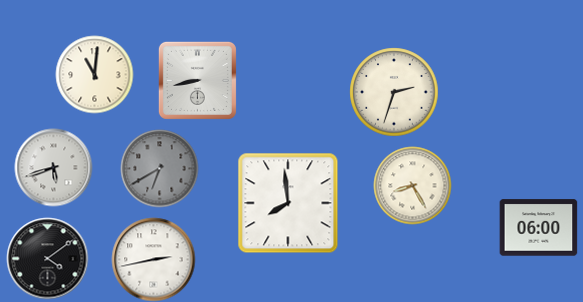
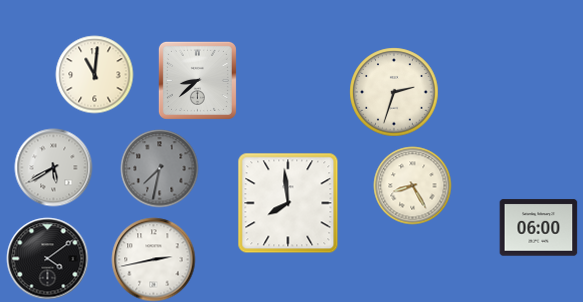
clock at (197, 80): 8:43 -> 8:38
clock at (53, 167): 5:42 -> 5:40
clock at (159, 168): 6:40 -> 7:32
